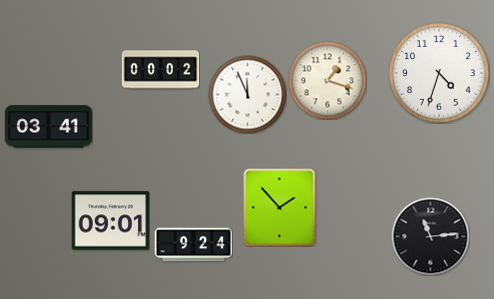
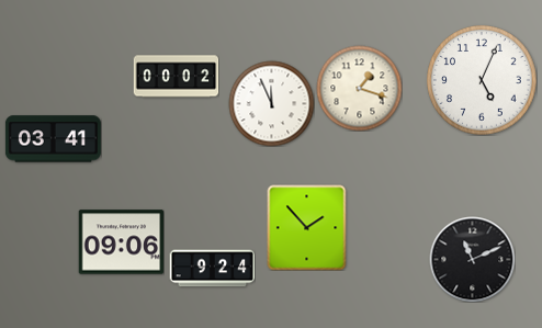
clock at (439, 73): 4:33 -> 5:04
clock at (110, 221): 09:01 -> 09:06
clock at (430, 236): 11:14 -> 11:11
